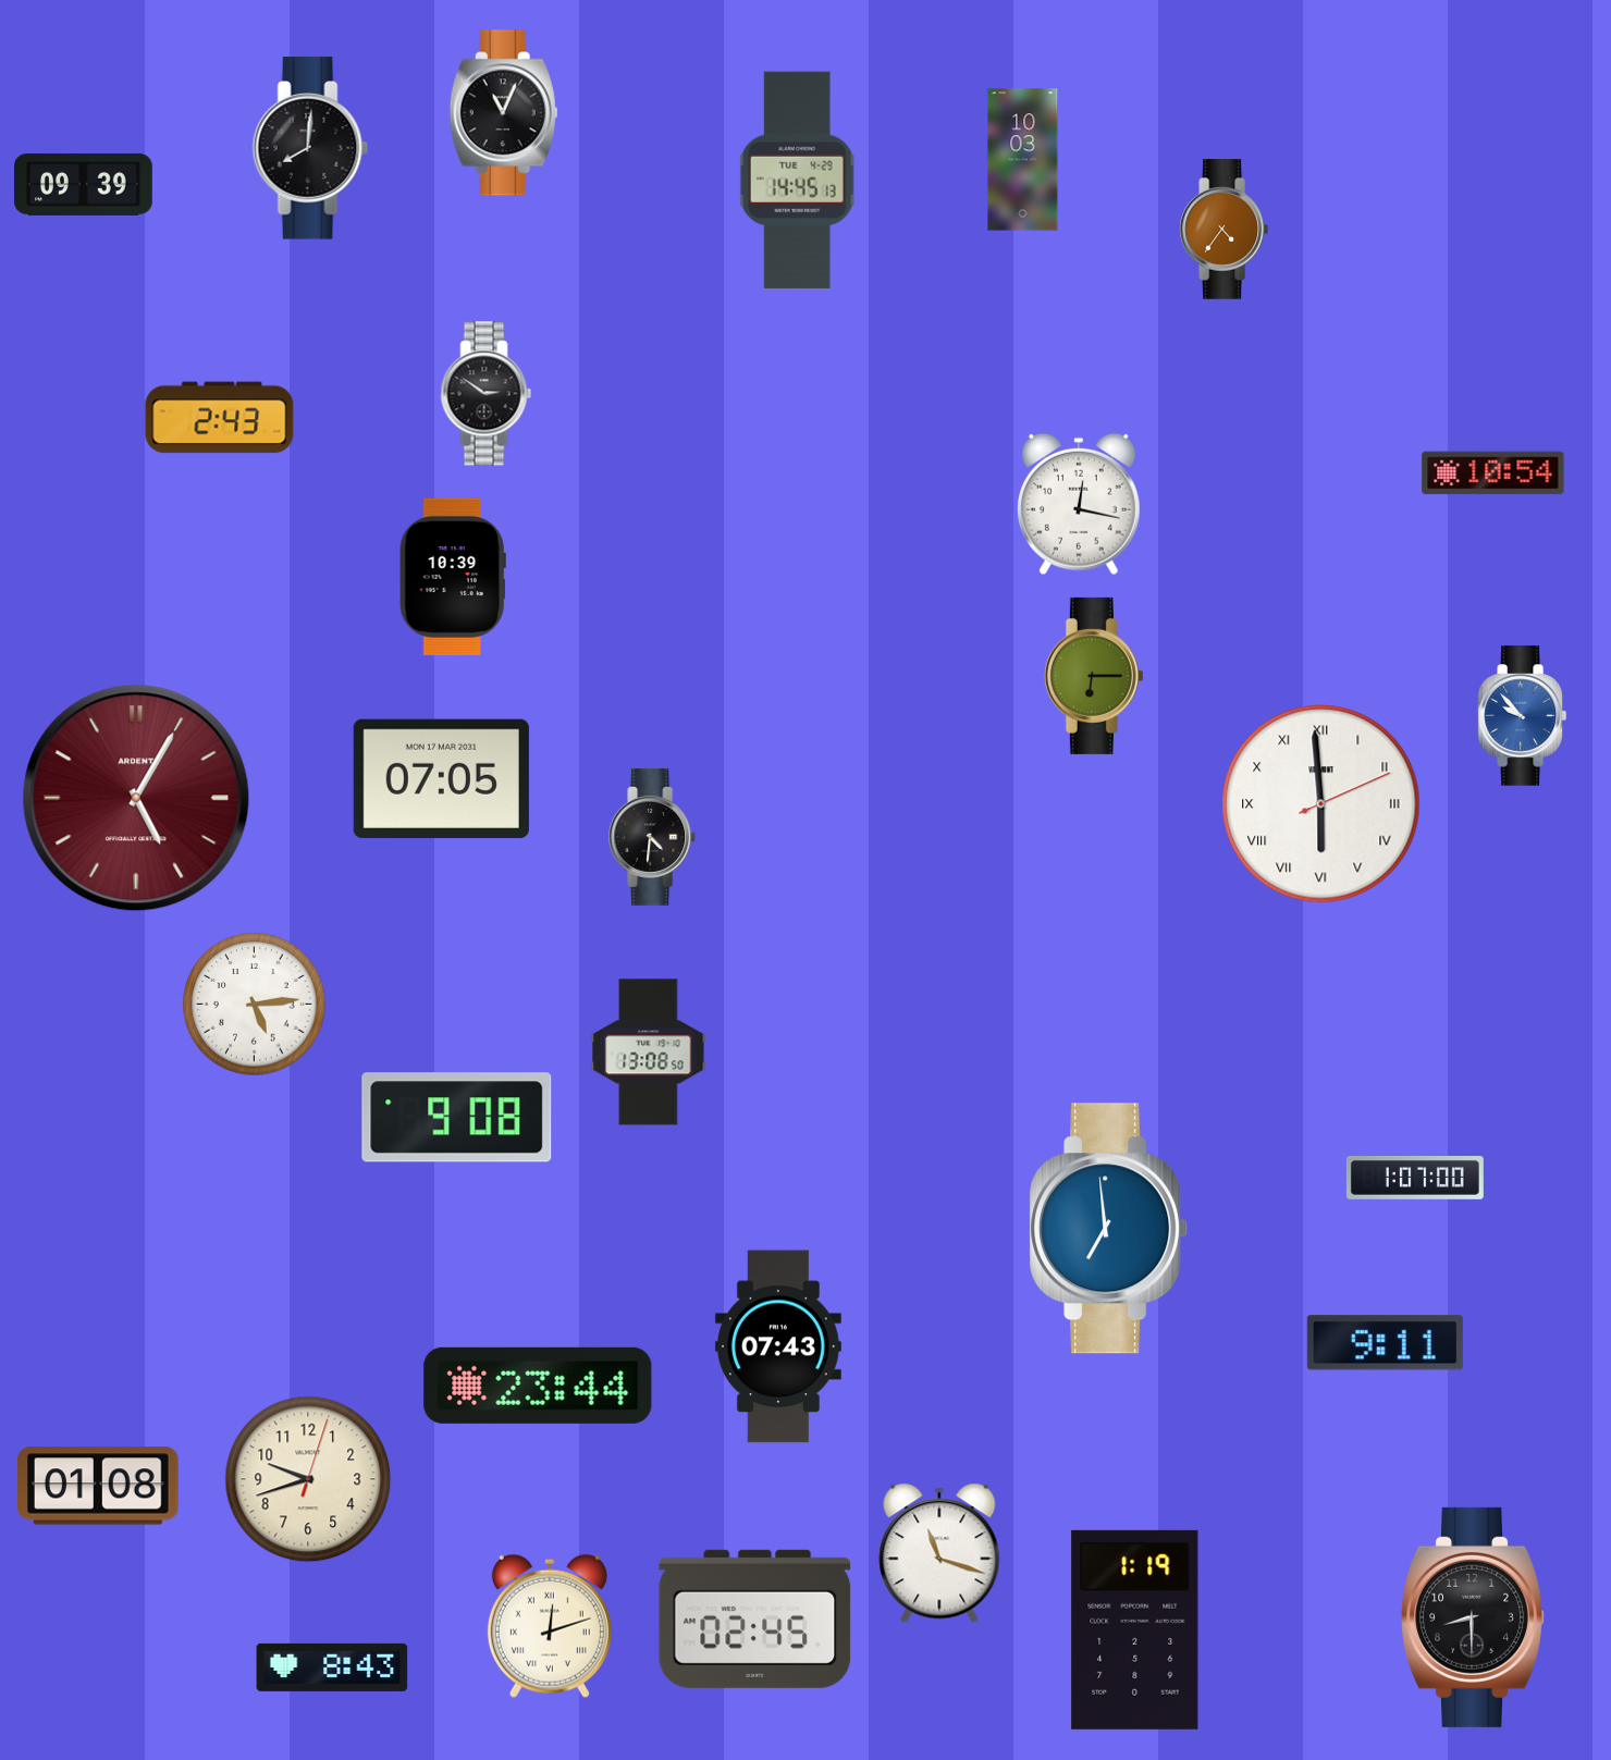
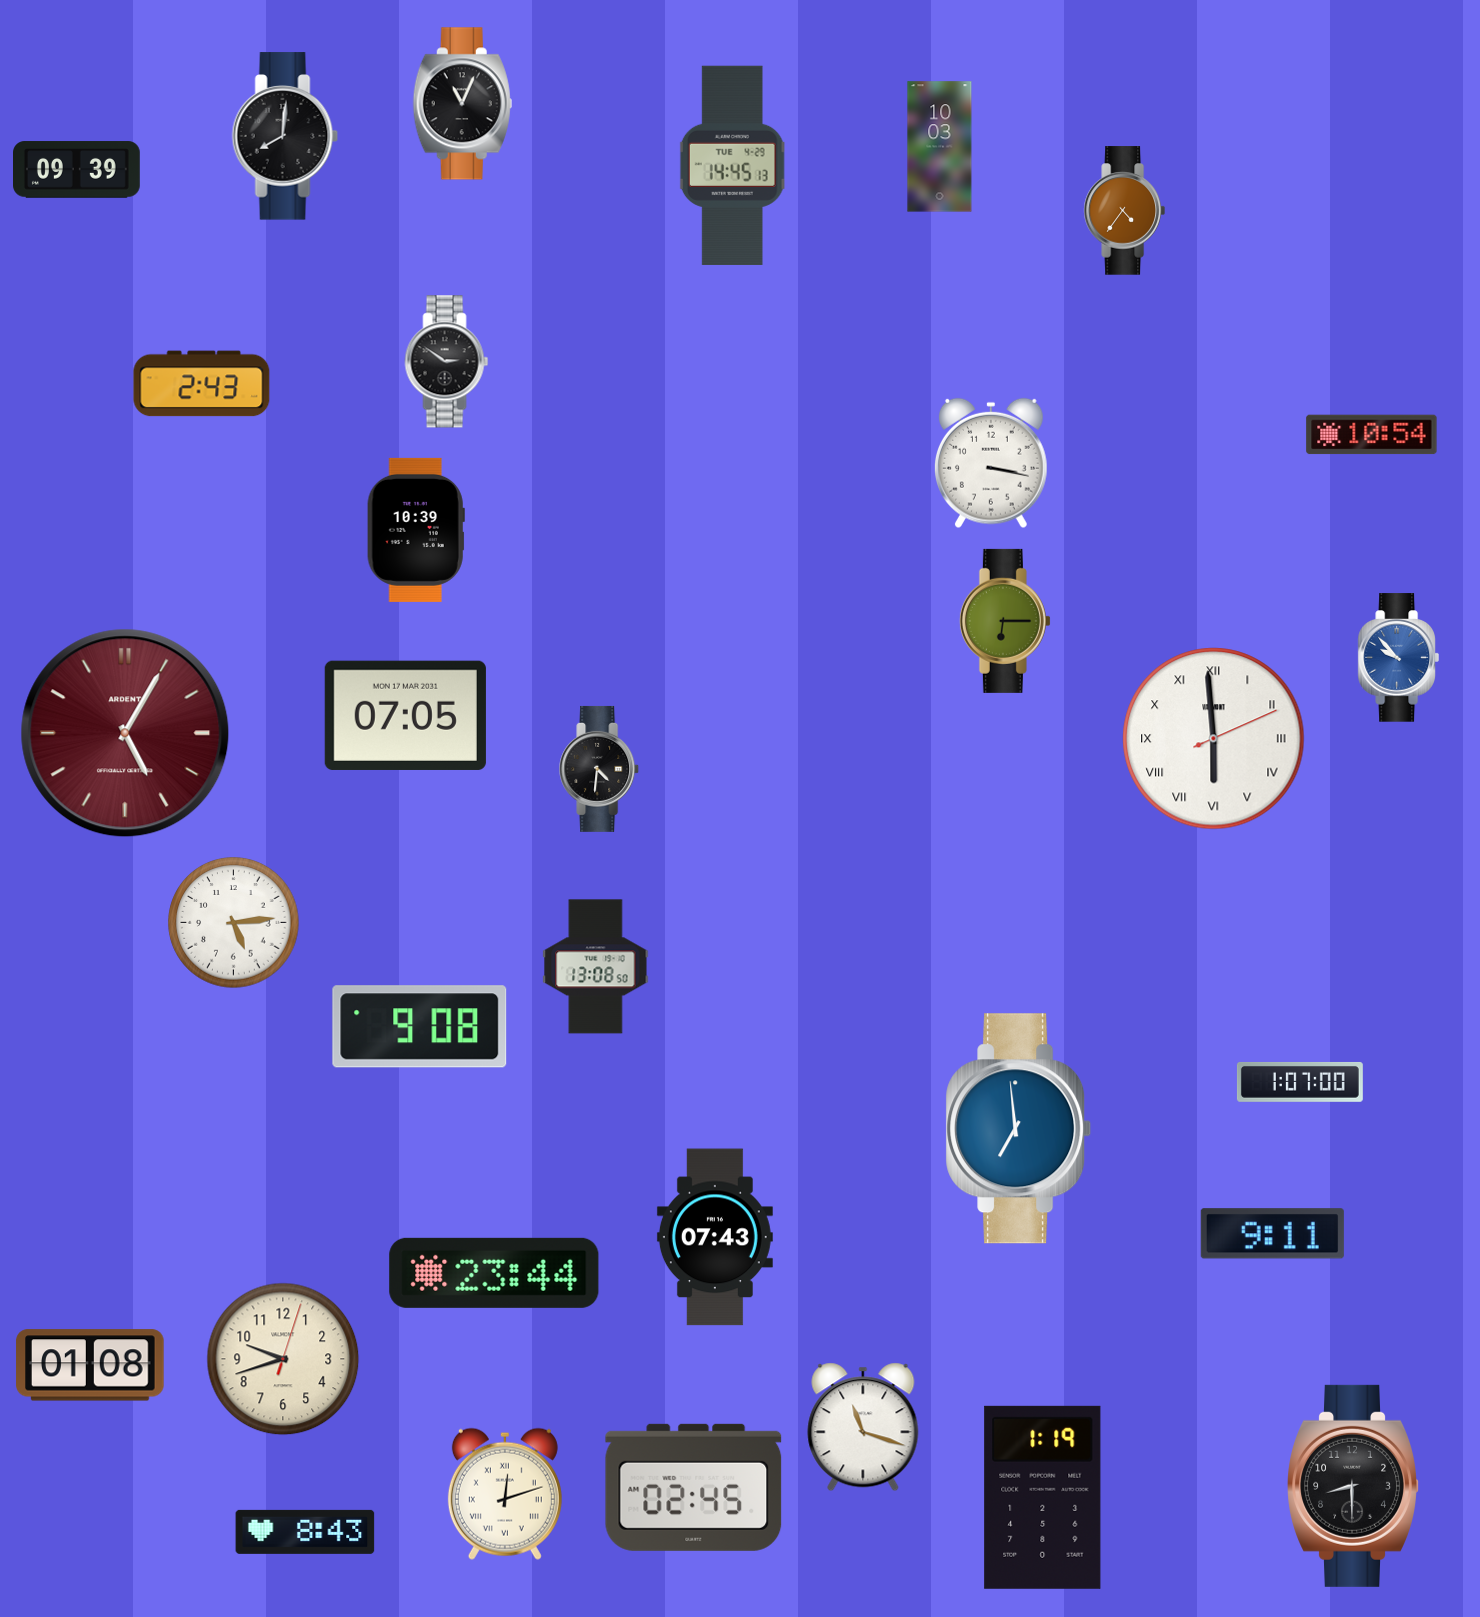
clock at (1079, 504): 12:17 -> 3:17
